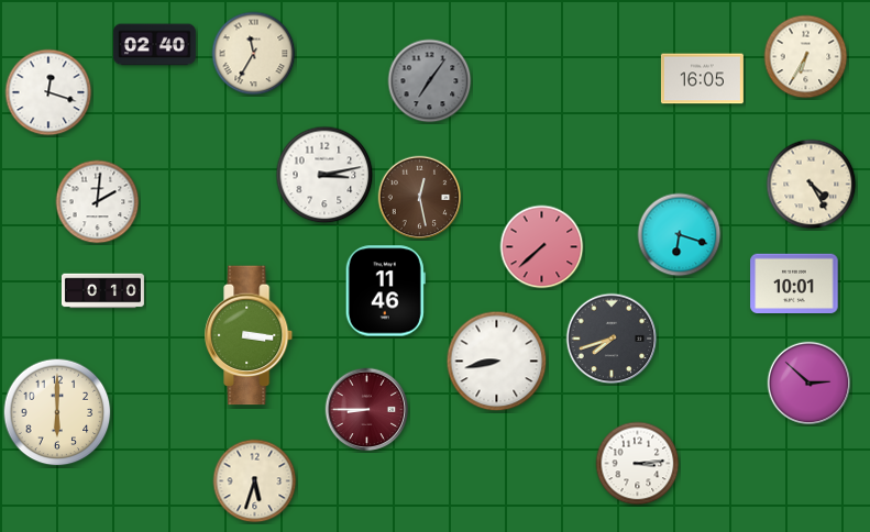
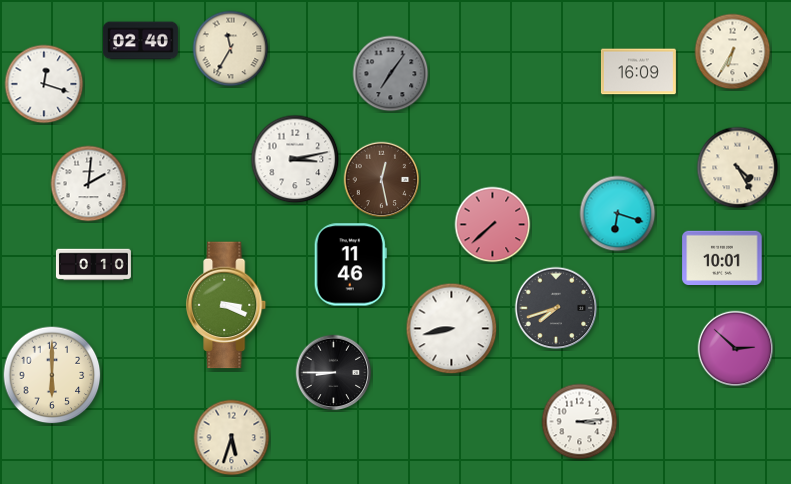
clock at (702, 79): 16:05 -> 16:09
clock at (250, 335): 3:16 -> 3:19
clock at (367, 410) dial: burgundy -> black
